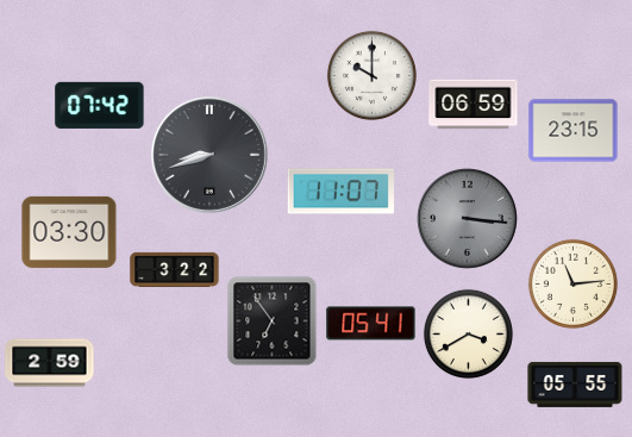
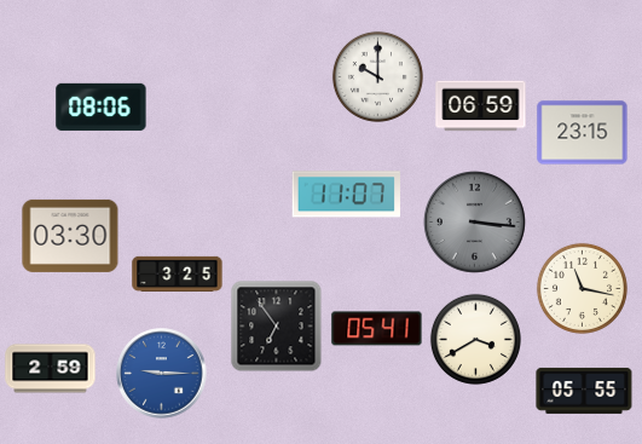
clock at (100, 105): 07:42 -> 08:06
clock at (209, 155): 8:42 -> none
clock at (175, 269): 3:22 -> 3:25
clock at (572, 283): 11:14 -> 11:17
clock at (162, 374): none -> 9:15
